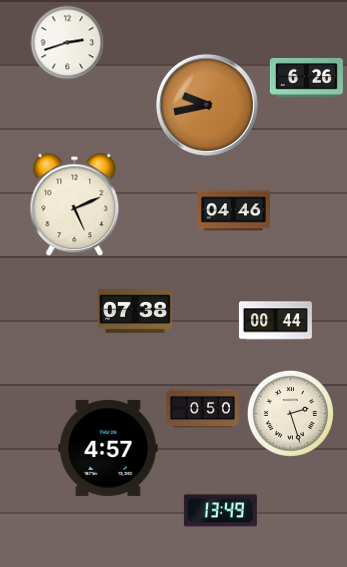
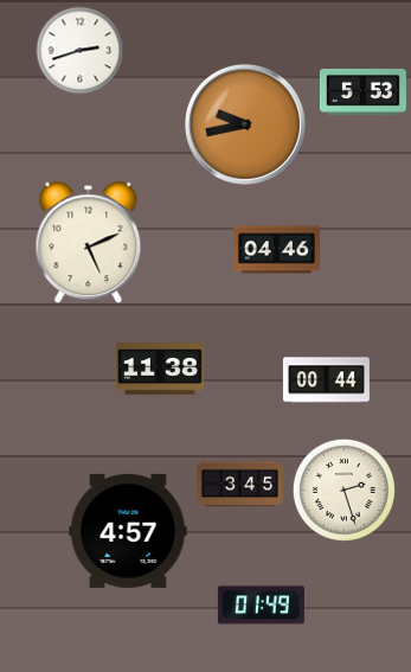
clock at (306, 78): 6:26 -> 5:53
clock at (135, 312): 07:38 -> 11:38
clock at (202, 409): 0:50 -> 3:45
clock at (220, 511): 13:49 -> 01:49
